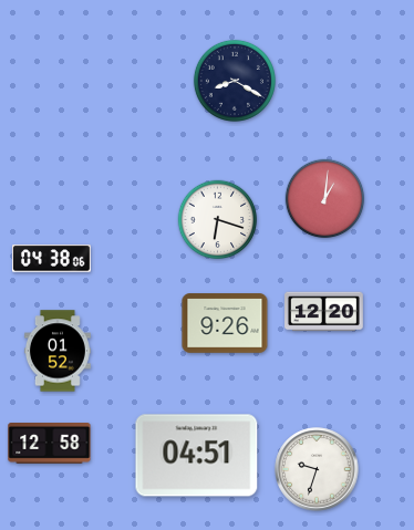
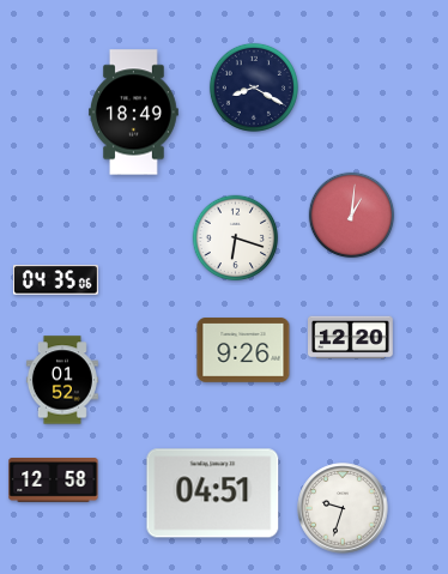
clock at (134, 113): none -> 18:49
clock at (52, 259): 04:38 -> 04:35
